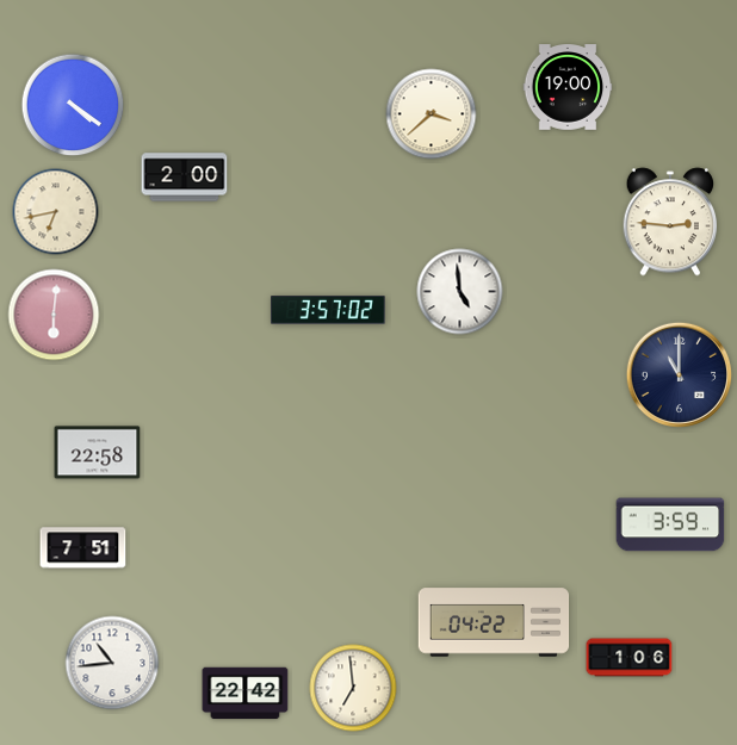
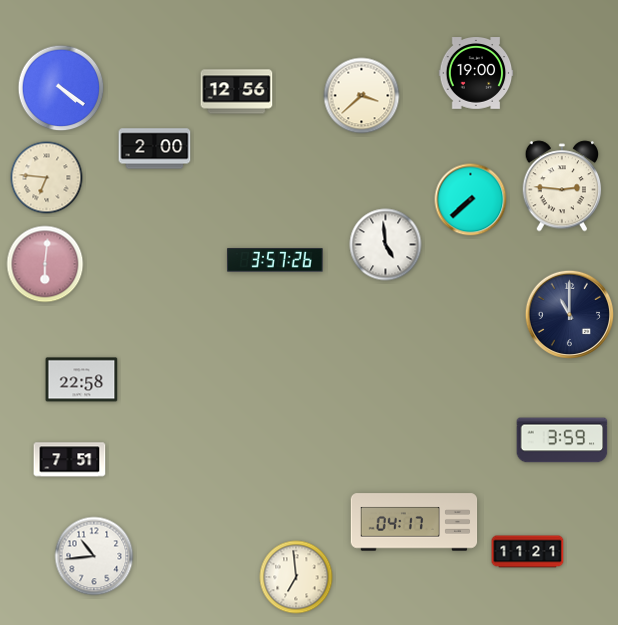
clock at (237, 92): none -> 12:56
clock at (56, 212): 6:43 -> 6:46
clock at (471, 200): none -> 7:38
clock at (328, 310): 3:57:02 -> 3:57:26
clock at (494, 622): 04:22 -> 04:17
clock at (630, 658): 1:06 -> 11:21
clock at (246, 694): 22:42 -> none
